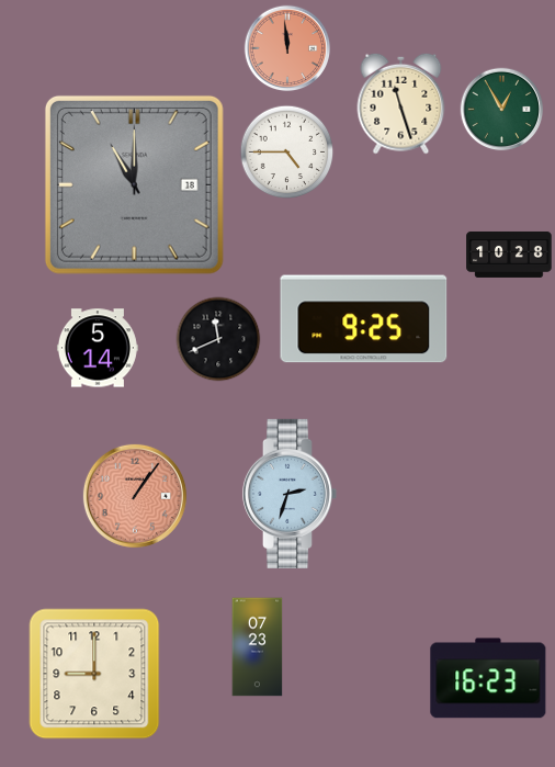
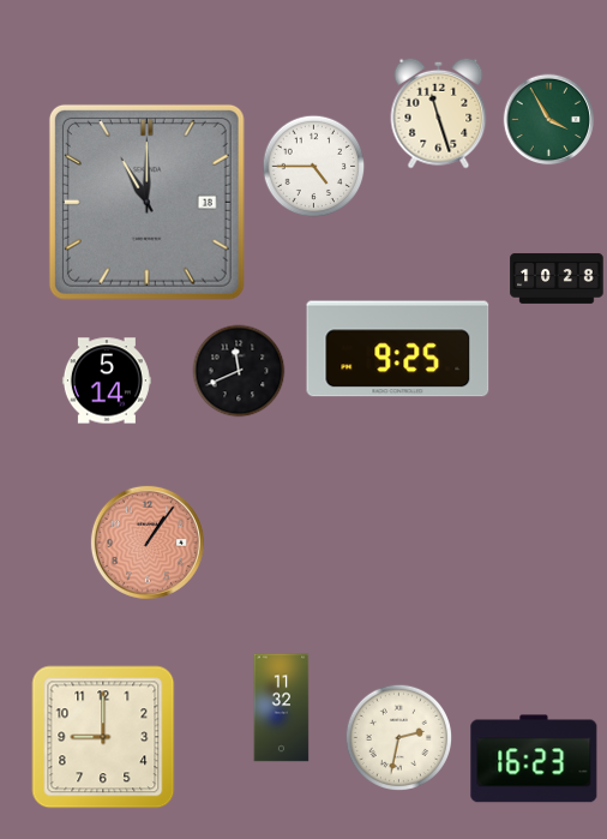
clock at (287, 48): 11:59 -> none
clock at (502, 110): 12:55 -> 3:55
clock at (290, 494): 2:33 -> none
clock at (258, 647): 07:23 -> 11:32
clock at (398, 737): none -> 2:32
clock at (488, 678) position: (488, 678) -> (534, 759)
